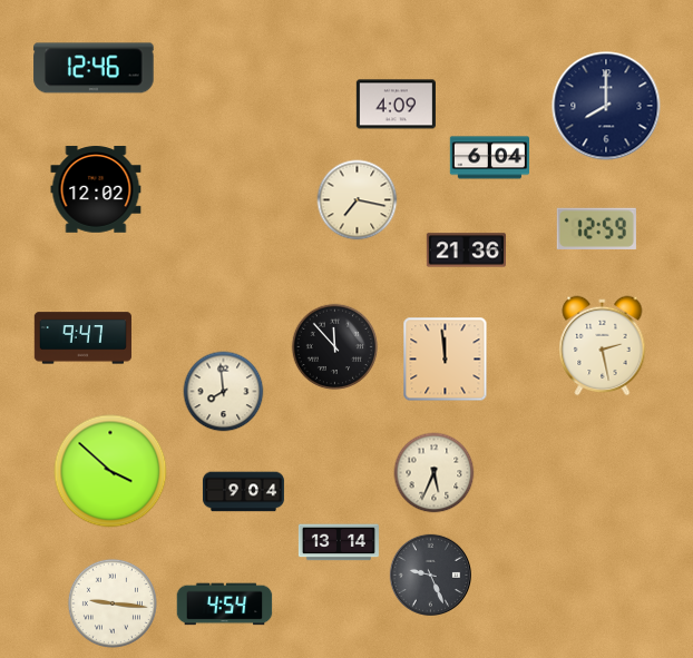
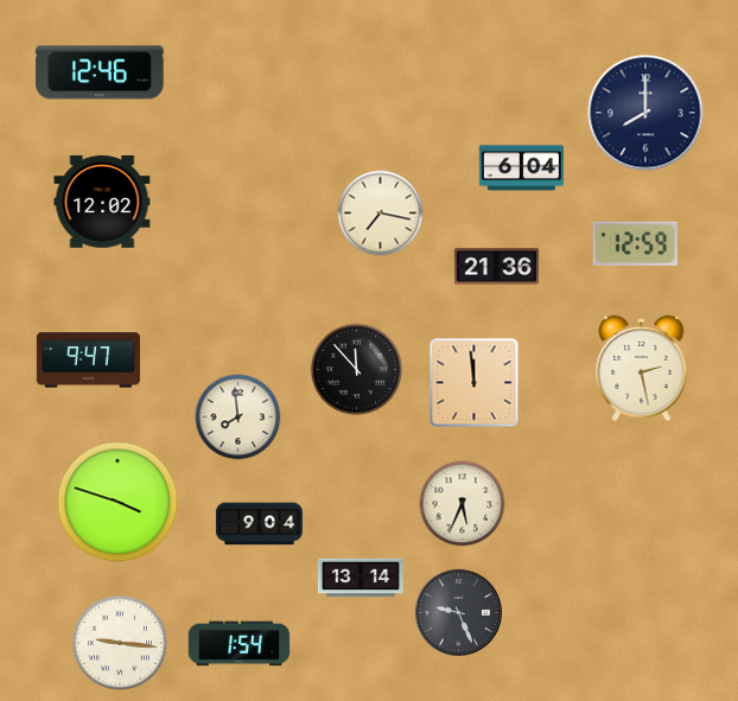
clock at (396, 105): 4:09 -> none
clock at (110, 471): 3:52 -> 3:48
clock at (225, 605): 4:54 -> 1:54
